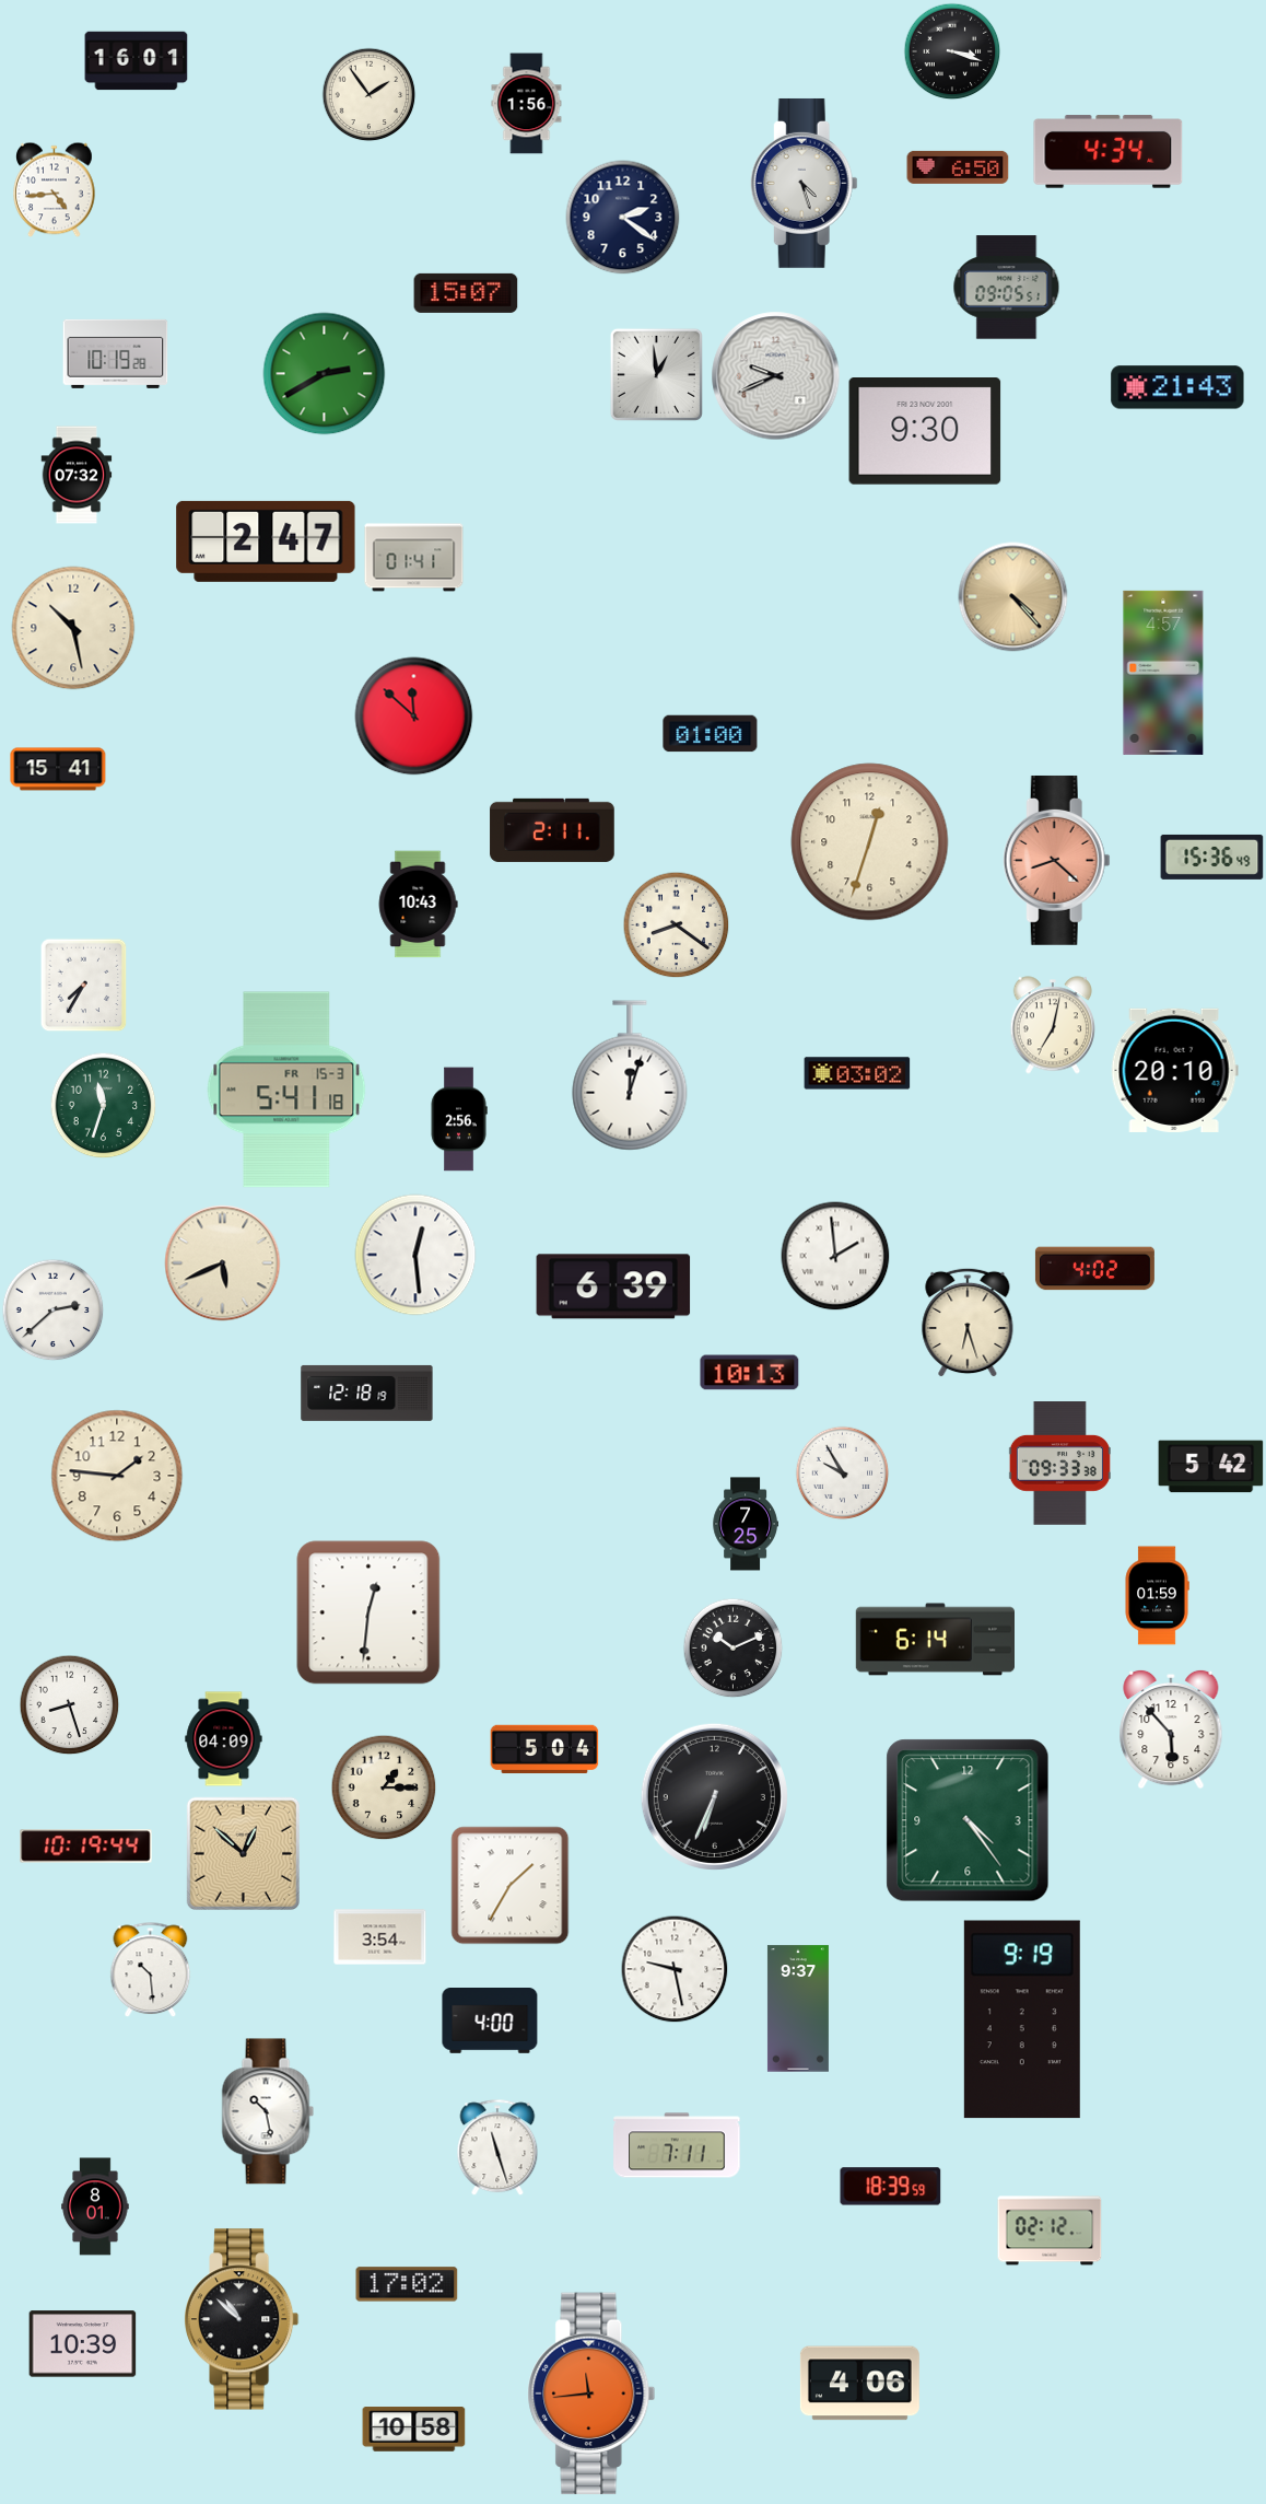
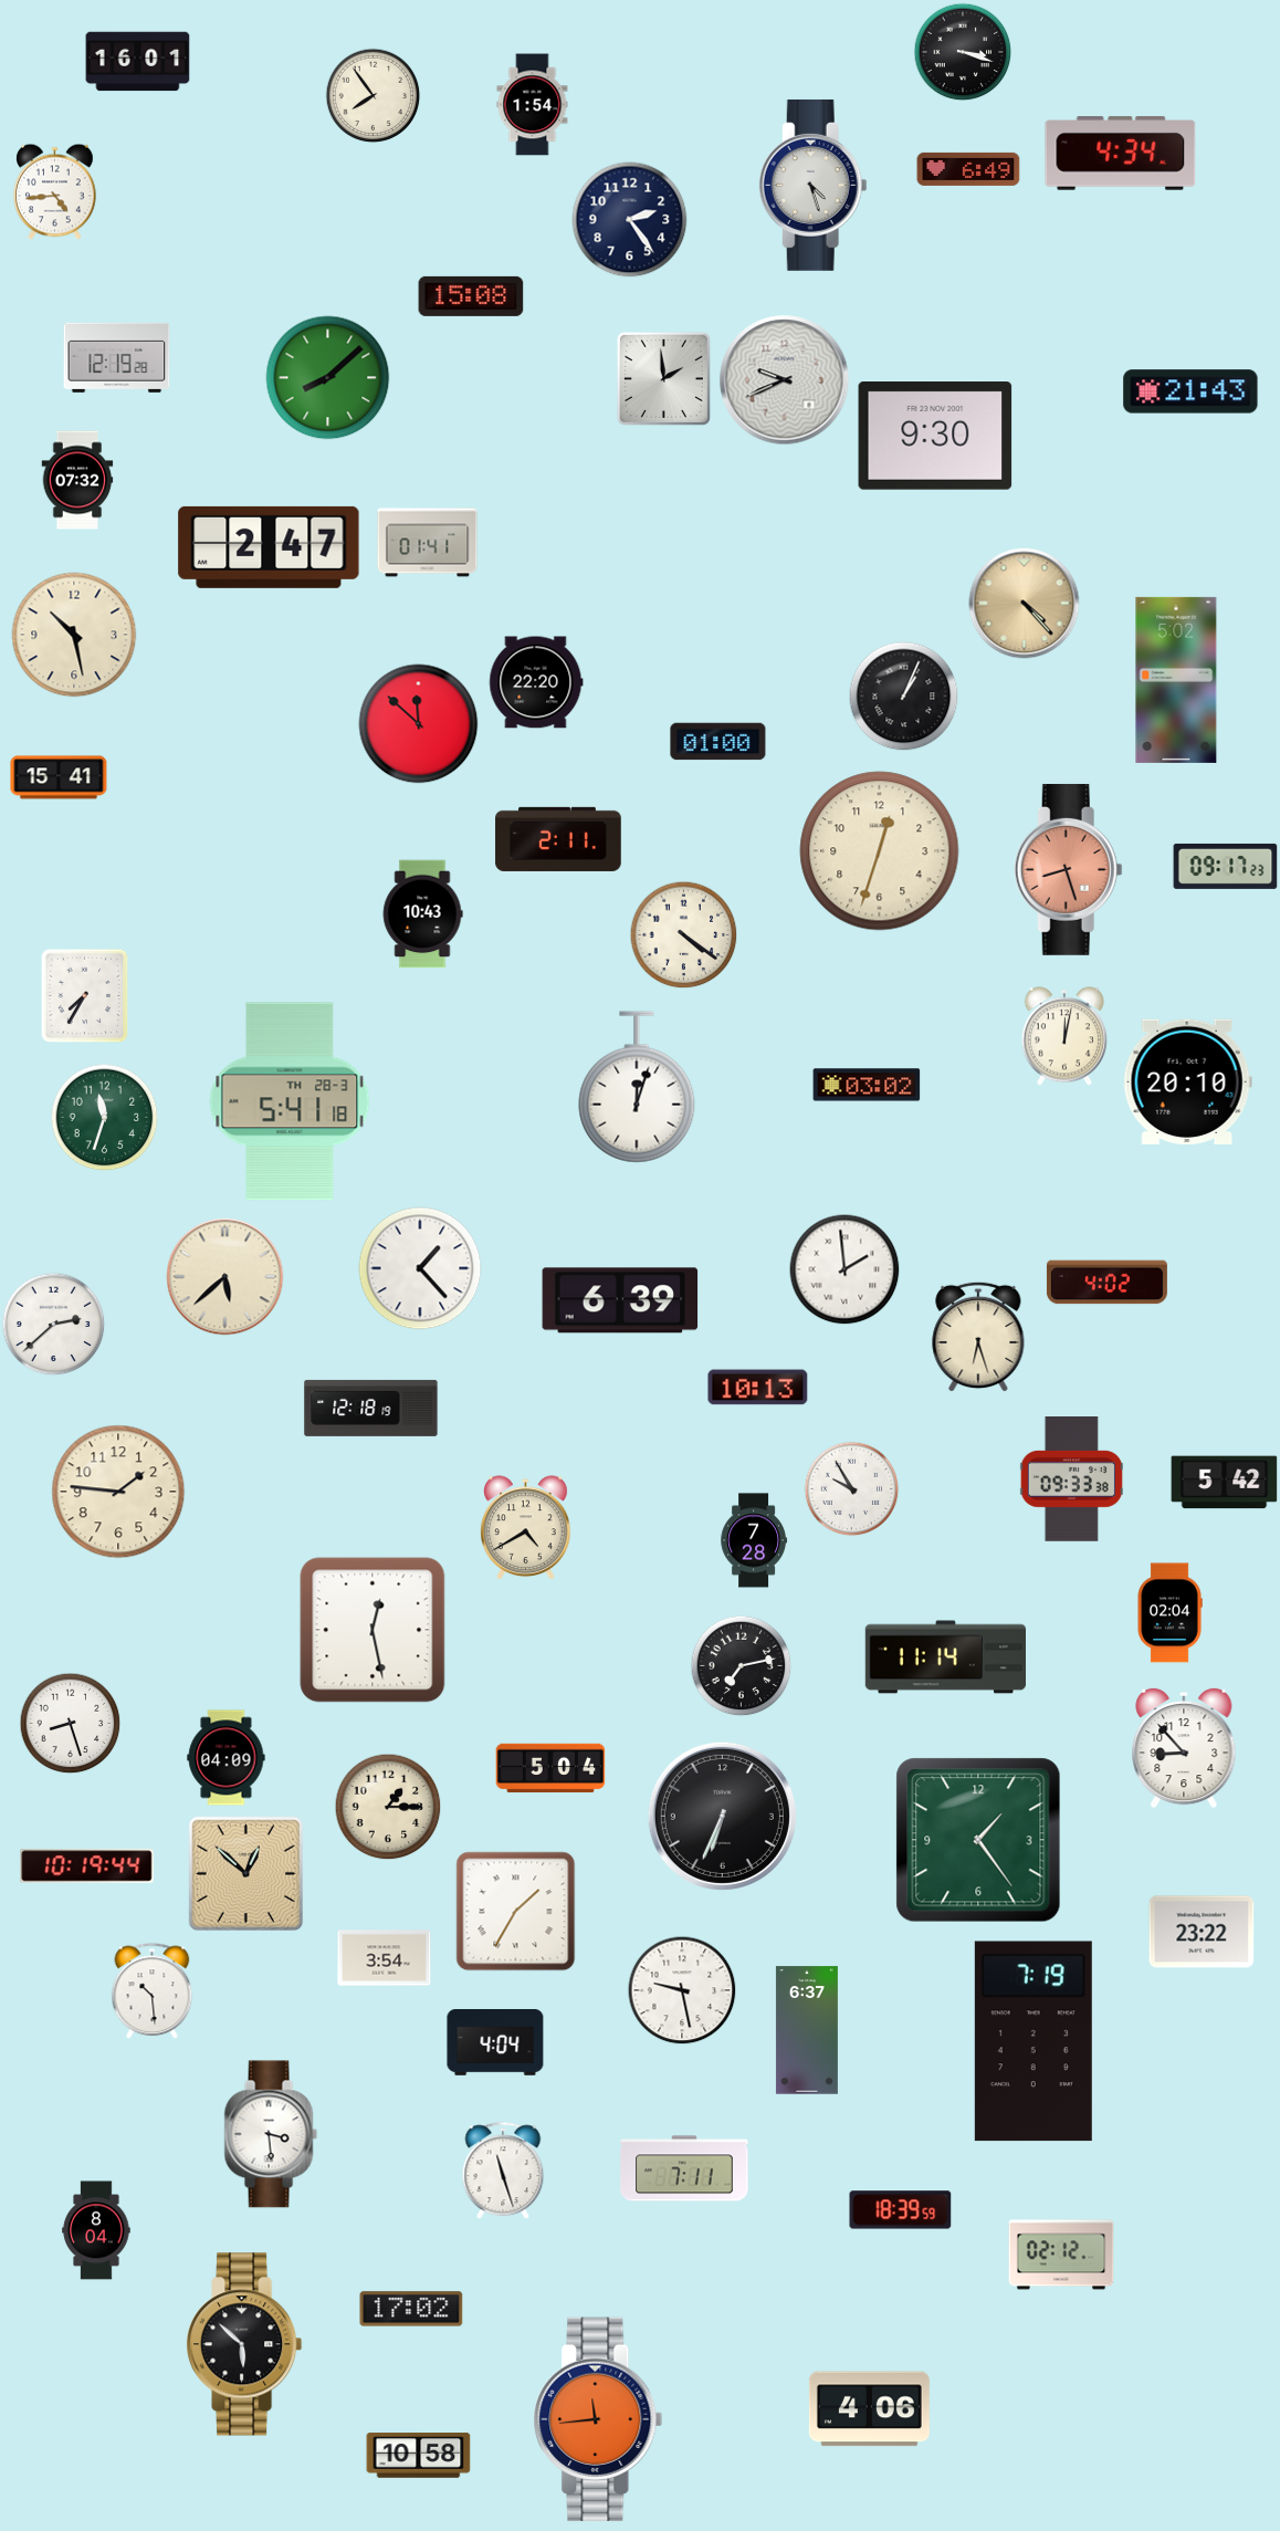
clock at (368, 94): 1:54 -> 7:54
clock at (527, 104): 1:56 -> 1:54
clock at (958, 167): 6:50 -> 6:49
clock at (623, 218): 2:21 -> 2:24
clock at (1007, 288): 09:05 -> none
clock at (466, 293): 15:07 -> 15:08
clock at (116, 353): 10:19 -> 12:19
clock at (325, 374): 2:40 -> 8:08
clock at (656, 374): 12:59 -> 1:59
clock at (414, 558) position: (414, 558) -> (428, 543)
clock at (1163, 673): 4:57 -> 5:02
clock at (536, 682): none -> 22:20
clock at (904, 697): none -> 1:04
clock at (1212, 857): 15:36 -> 09:17
clock at (1056, 860): 8:22 -> 8:27
clock at (676, 924): 8:21 -> 4:21
clock at (1052, 1025): 7:02 -> 12:02
clock at (286, 1090) date: FR 15-3 -> TH 28-3
clock at (459, 1119): 2:56 -> none
clock at (415, 1255): 12:29 -> 1:23
clock at (223, 1263): 5:41 -> 5:38
clock at (526, 1527): none -> 4:40
clock at (745, 1524): 7:25 -> 7:28
clock at (1157, 1596): 01:59 -> 02:04
clock at (368, 1612): 12:31 -> 12:28
clock at (935, 1640): 6:14 -> 11:14
clock at (732, 1647): 10:11 -> 7:13
clock at (1171, 1729): 5:53 -> 8:53
clock at (968, 1820): 4:24 -> 1:24
clock at (511, 1886) position: (511, 1886) -> (516, 1912)
clock at (1202, 1932): none -> 23:22
clock at (798, 2008): 9:37 -> 6:37
clock at (1022, 2019): 9:19 -> 7:19
clock at (490, 2022): 4:00 -> 4:04
clock at (268, 2111): 10:28 -> 3:29
clock at (95, 2206): 8:01 -> 8:04
clock at (243, 2319): 10:52 -> 5:52
clock at (83, 2344): 10:39 -> none
